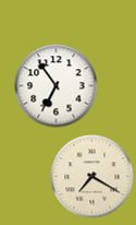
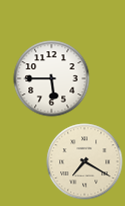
clock at (57, 86): 6:54 -> 5:45
